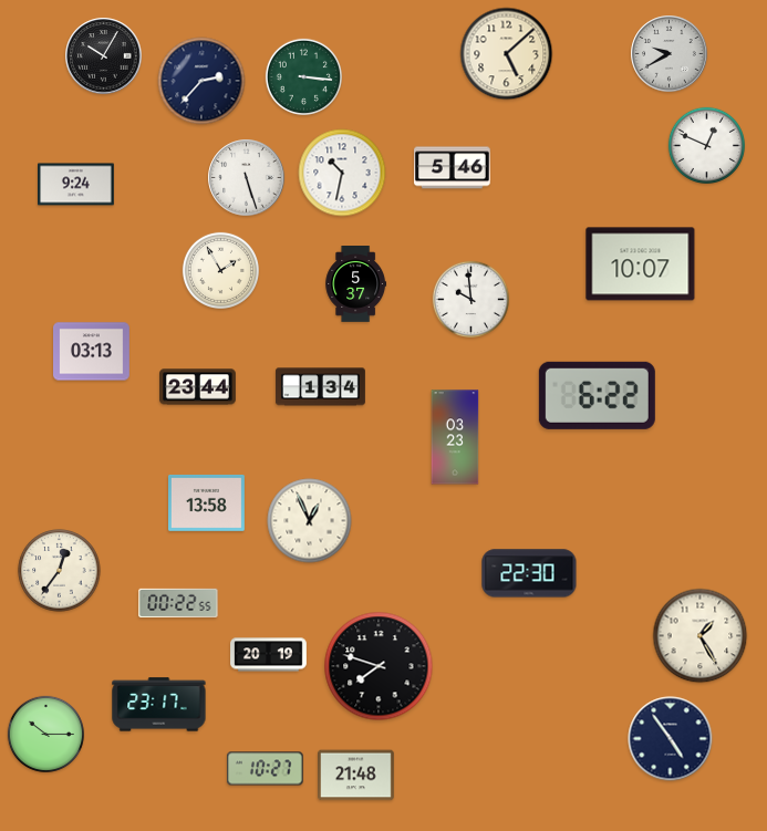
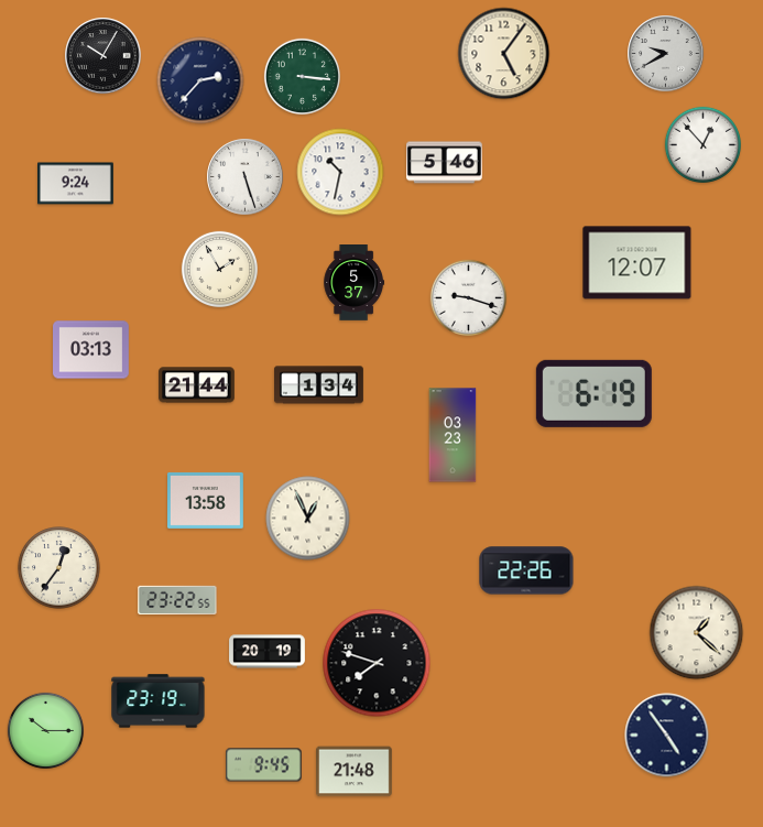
clock at (507, 54): 5:08 -> 5:06
clock at (706, 145): 12:49 -> 12:53
clock at (453, 168) position: (453, 168) -> (445, 163)
clock at (641, 264): 10:07 -> 12:07
clock at (470, 299): 9:59 -> 9:18
clock at (198, 387): 23:44 -> 21:44
clock at (597, 395): 6:22 -> 6:19
clock at (529, 573): 22:30 -> 22:26
clock at (178, 602): 00:22 -> 23:22
clock at (701, 636): 1:25 -> 1:22
clock at (159, 705): 23:17 -> 23:19
clock at (265, 769): 10:27 -> 9:45
